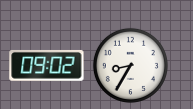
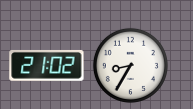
clock at (47, 65): 09:02 -> 21:02
